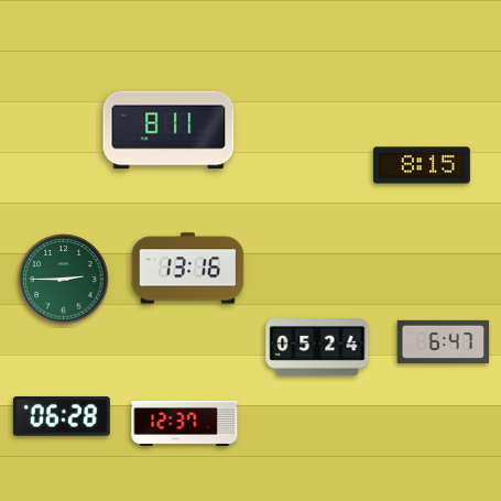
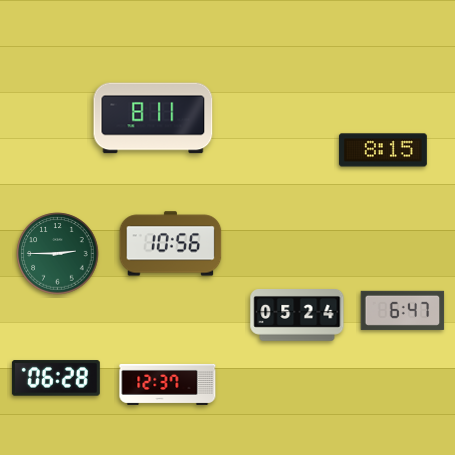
clock at (188, 269): 13:16 -> 10:56
clock at (317, 348) position: (317, 348) -> (297, 316)
